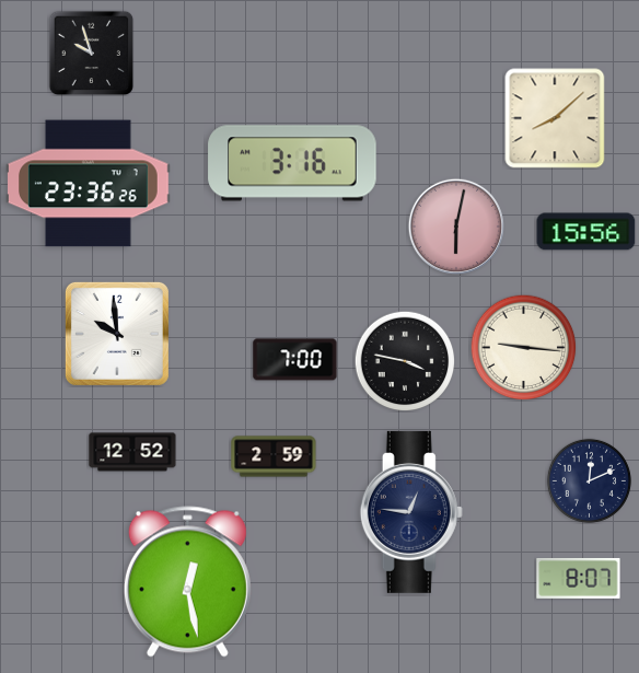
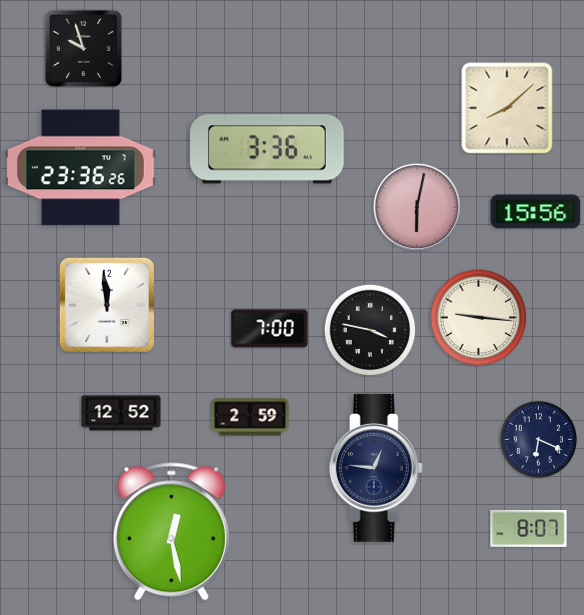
clock at (292, 163): 3:16 -> 3:36
clock at (117, 334): 9:59 -> 11:59
clock at (589, 480): 12:11 -> 6:19
